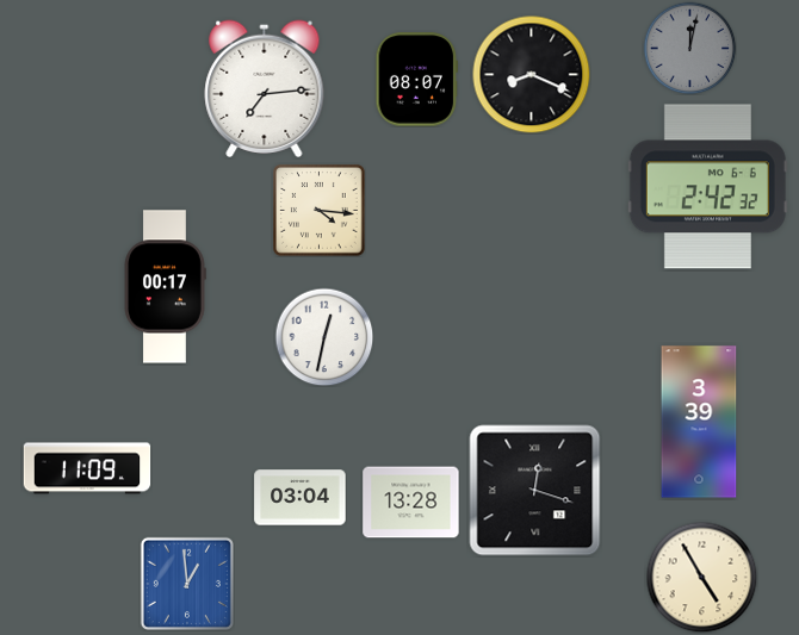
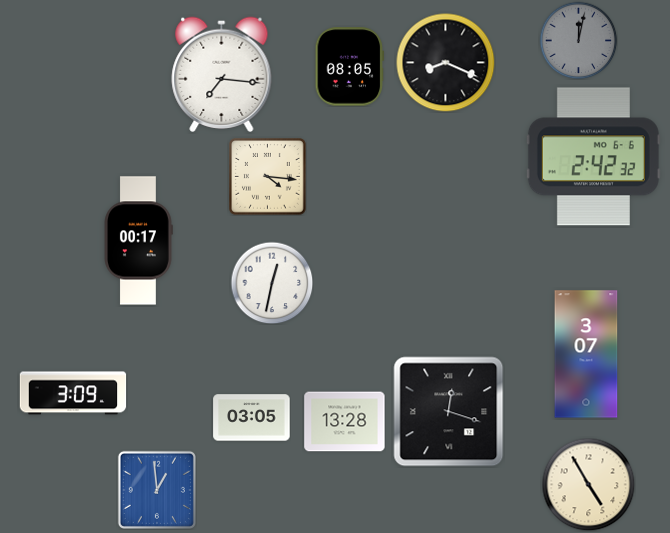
clock at (417, 80): 08:07 -> 08:05
clock at (265, 88): 7:14 -> 7:16
clock at (699, 422): 3:39 -> 3:07
clock at (87, 468): 11:09 -> 3:09
clock at (301, 498): 03:04 -> 03:05
